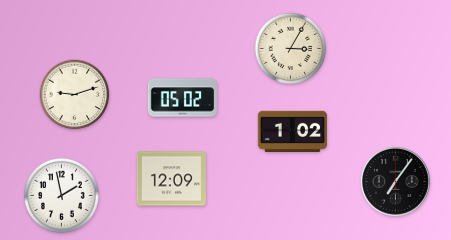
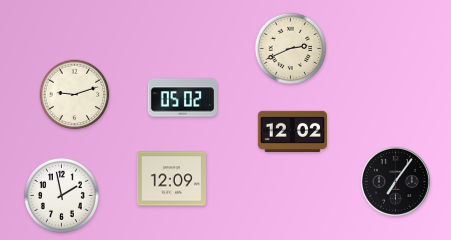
clock at (291, 49): 3:05 -> 2:41
clock at (292, 131): 1:02 -> 12:02
